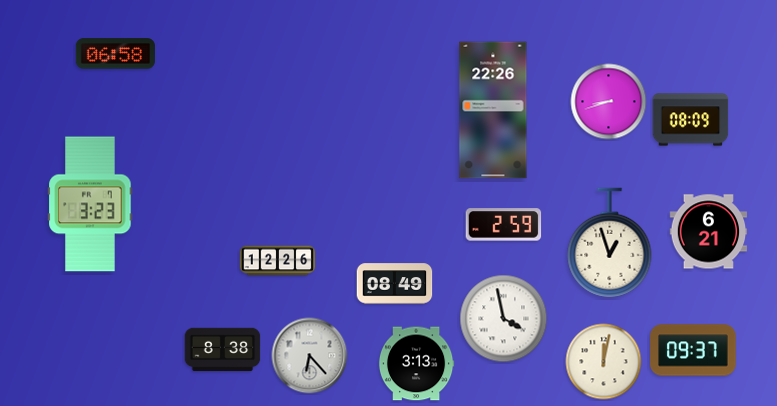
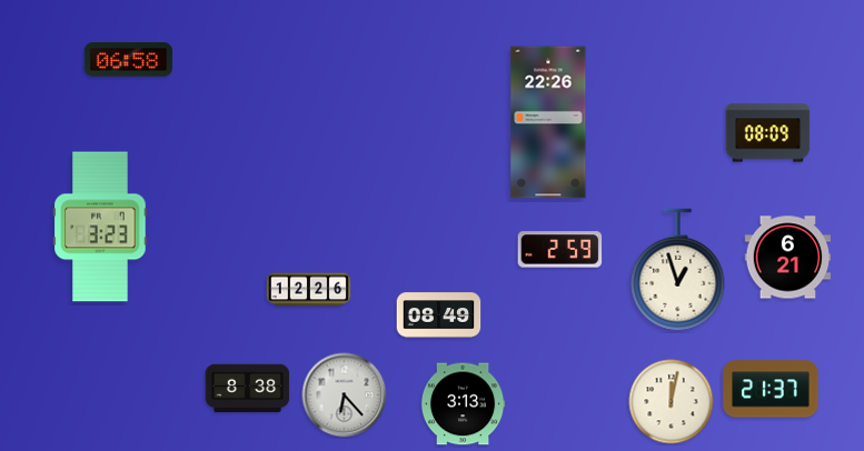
clock at (609, 102): 8:42 -> none
clock at (504, 319): 3:58 -> none
clock at (693, 350): 09:37 -> 21:37
